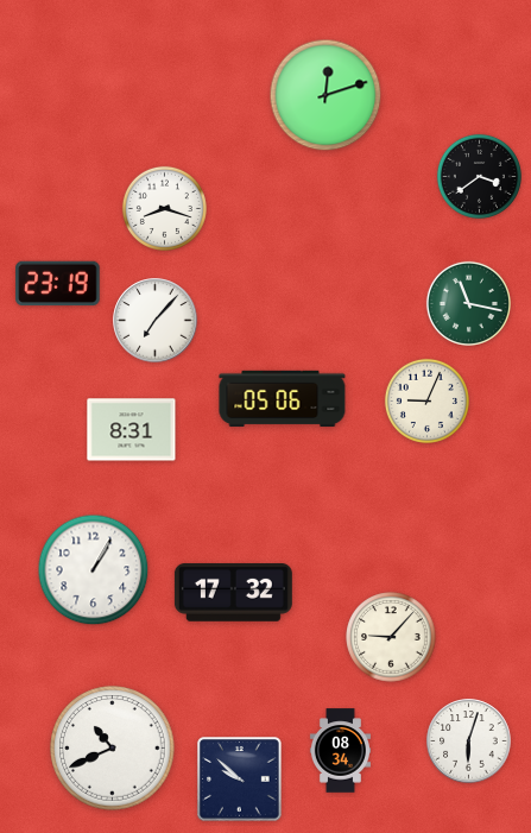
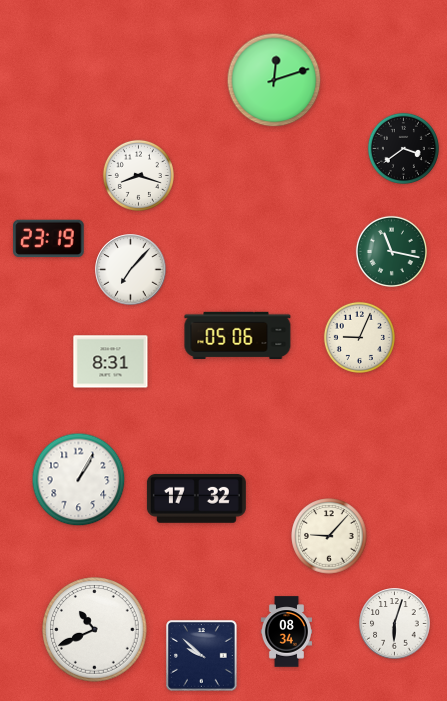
clock at (468, 303) position: (468, 303) -> (391, 251)
